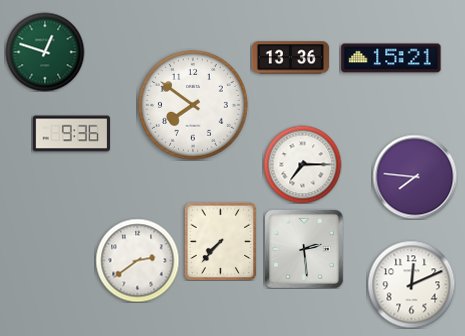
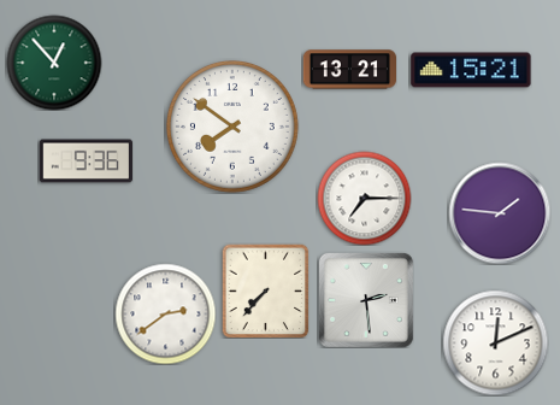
clock at (45, 52): 12:48 -> 12:53
clock at (290, 58): 13:36 -> 13:21
clock at (415, 177): 7:46 -> 1:46
